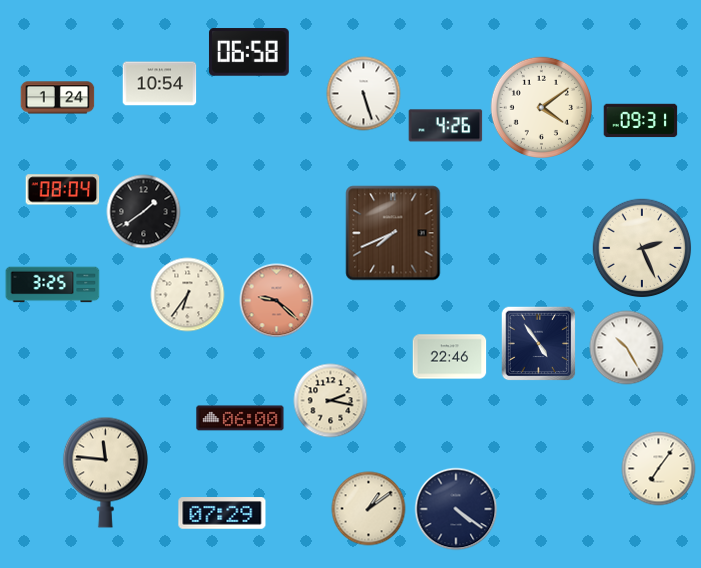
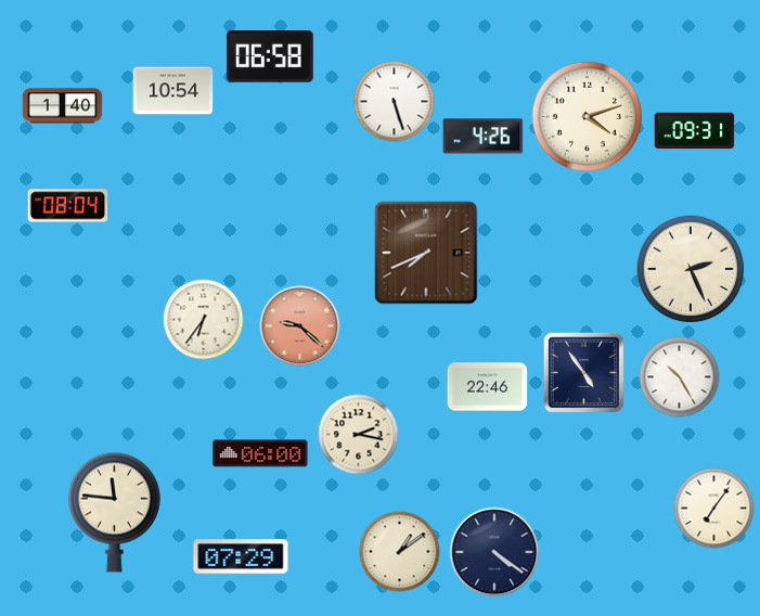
clock at (58, 98): 1:24 -> 1:40
clock at (541, 107): 4:09 -> 4:12
clock at (144, 212): 1:39 -> none
clock at (642, 248) position: (642, 248) -> (691, 269)
clock at (53, 285): 3:25 -> none
